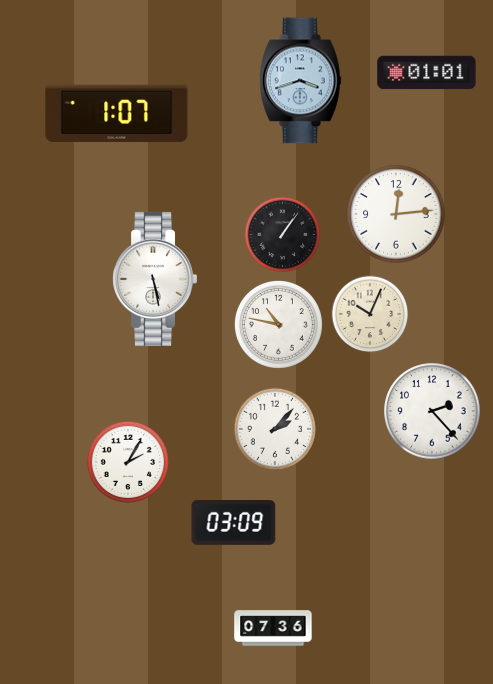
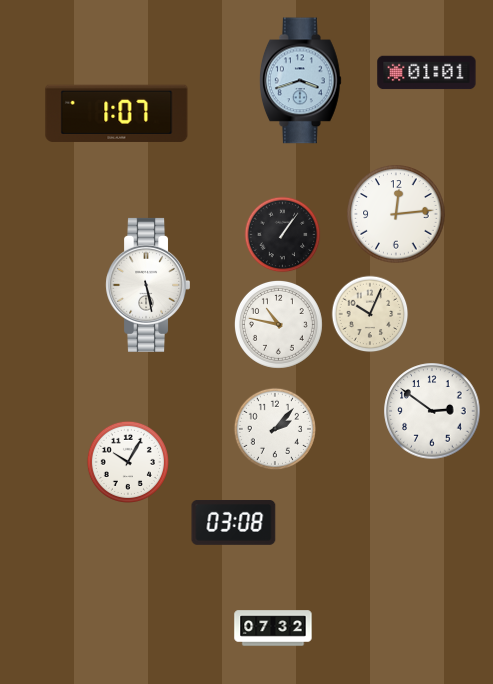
clock at (154, 279) position: (154, 279) -> (147, 285)
clock at (432, 411): 2:23 -> 2:51
clock at (128, 462): 2:05 -> 10:05
clock at (234, 523): 03:09 -> 03:08
clock at (273, 628): 07:36 -> 07:32
